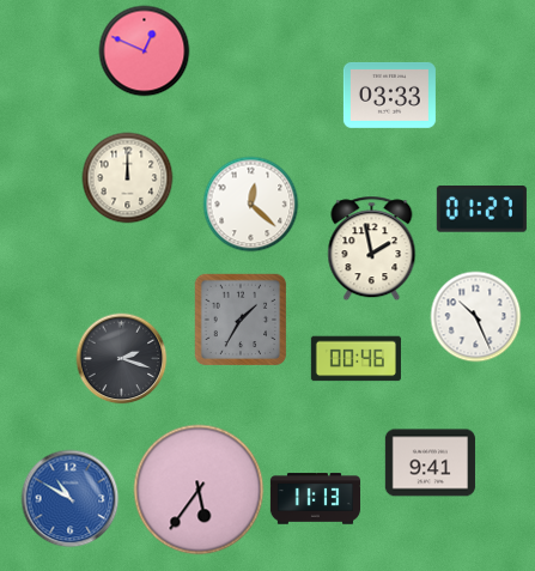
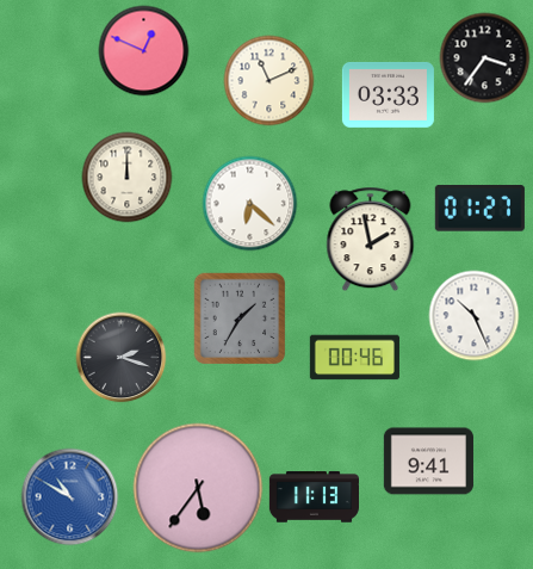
clock at (485, 58): none -> 3:36
clock at (269, 81): none -> 11:11
clock at (251, 205): 12:22 -> 6:22
clock at (372, 249) position: (372, 249) -> (371, 240)
